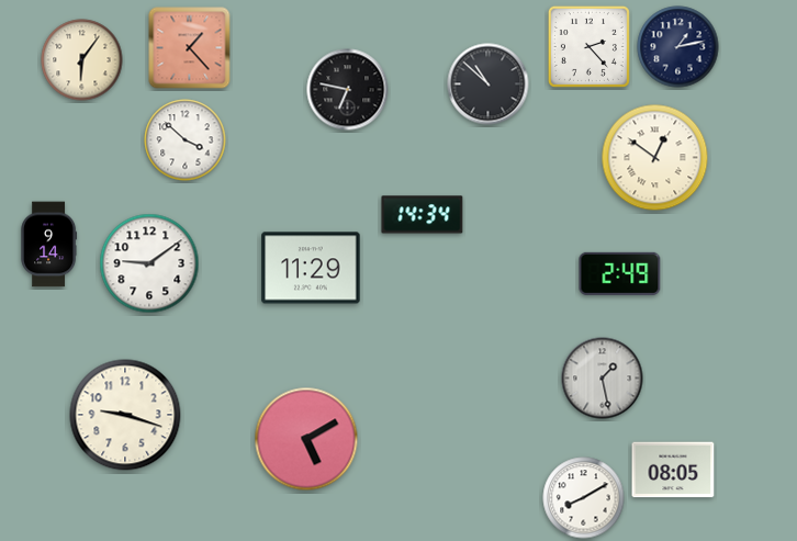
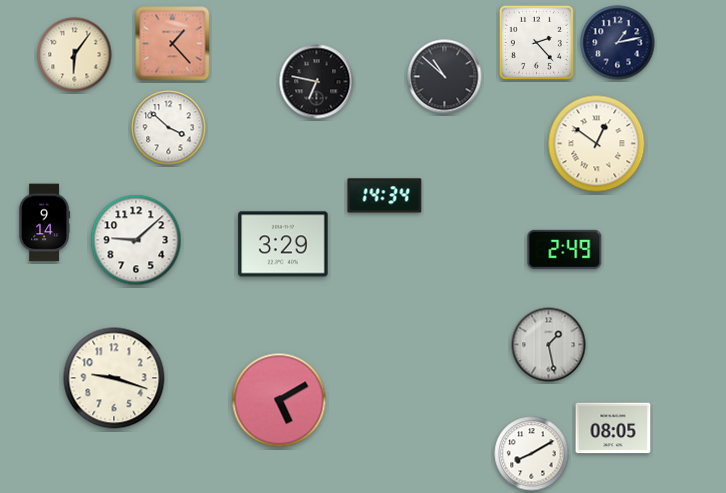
clock at (149, 263): 9:09 -> 9:08
clock at (311, 268): 11:29 -> 3:29
